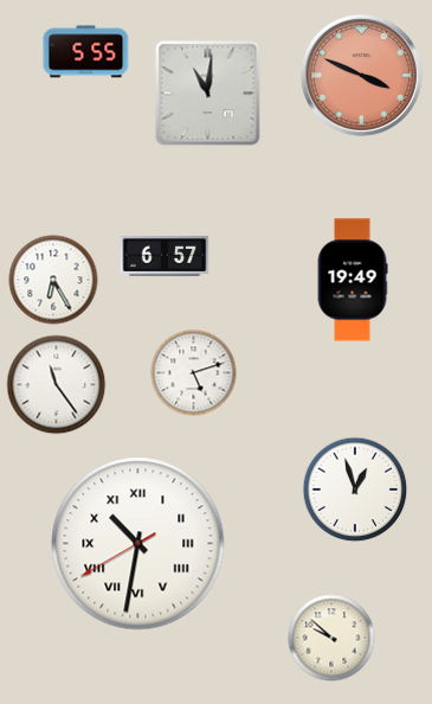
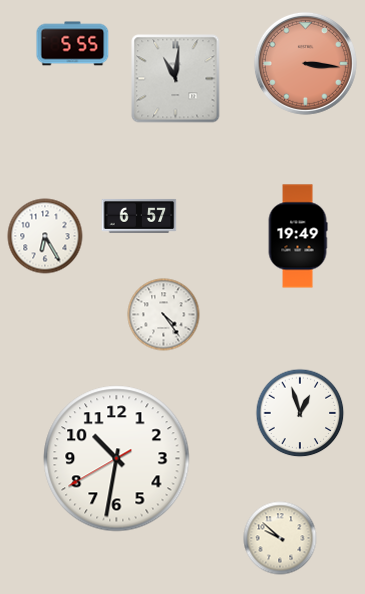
clock at (361, 75): 3:49 -> 3:16
clock at (194, 373): 5:12 -> 4:24
clock at (57, 385): 11:24 -> none
clock at (138, 544) numerals: Roman -> Arabic
